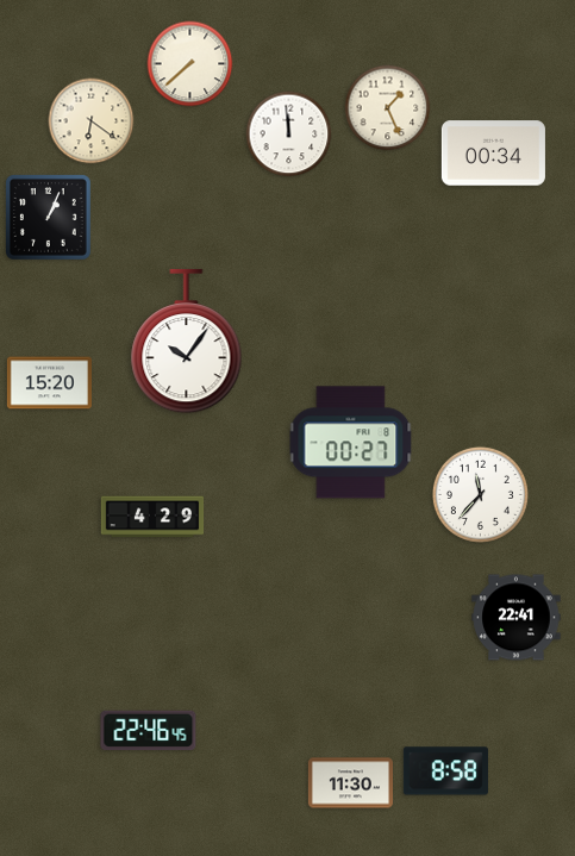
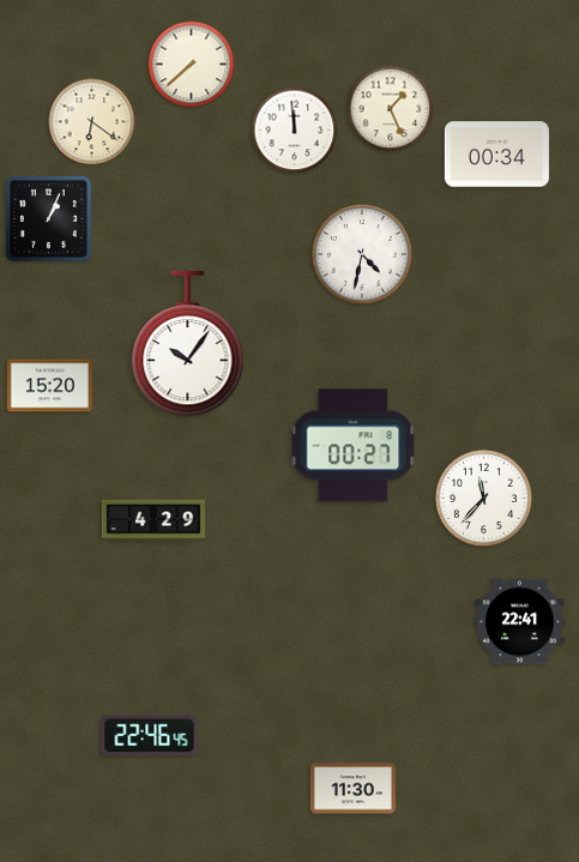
clock at (289, 135) position: (289, 135) -> (295, 131)
clock at (362, 254): none -> 4:32
clock at (445, 771): 8:58 -> none
